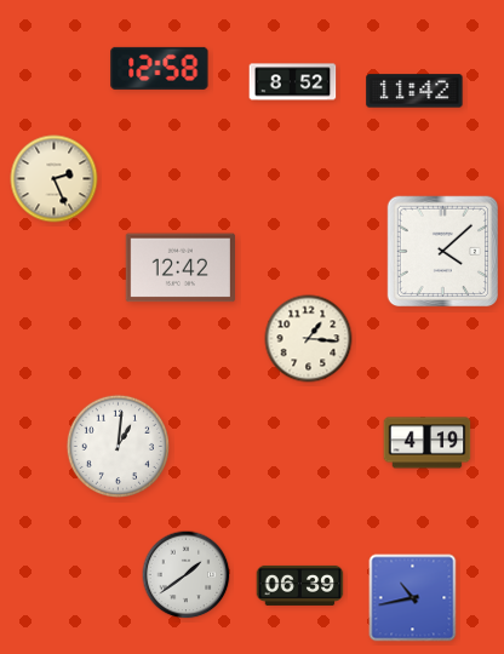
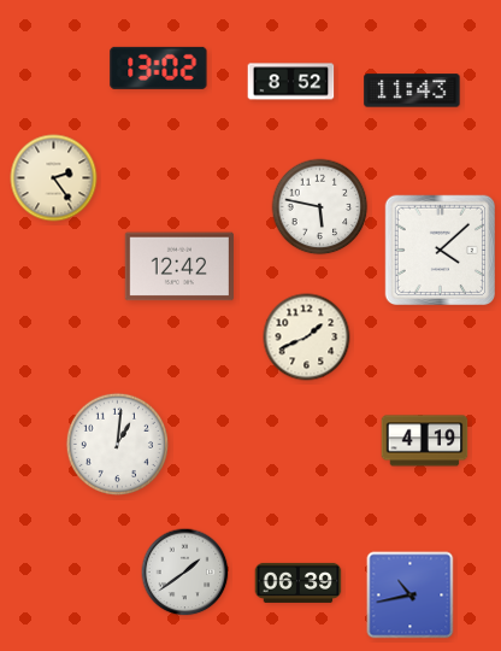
clock at (160, 68): 12:58 -> 13:02
clock at (414, 91): 11:42 -> 11:43
clock at (55, 179): 2:26 -> 2:24
clock at (320, 207): none -> 5:47
clock at (309, 339): 1:16 -> 1:41
